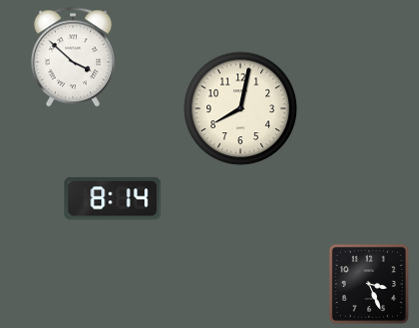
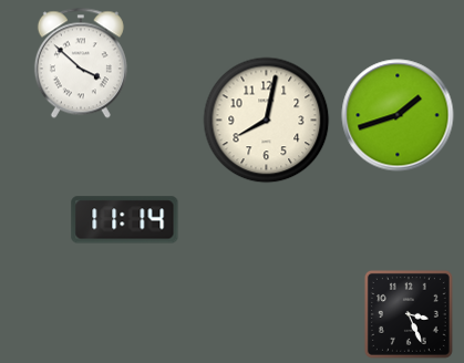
clock at (398, 115): none -> 1:42
clock at (113, 199): 8:14 -> 11:14
